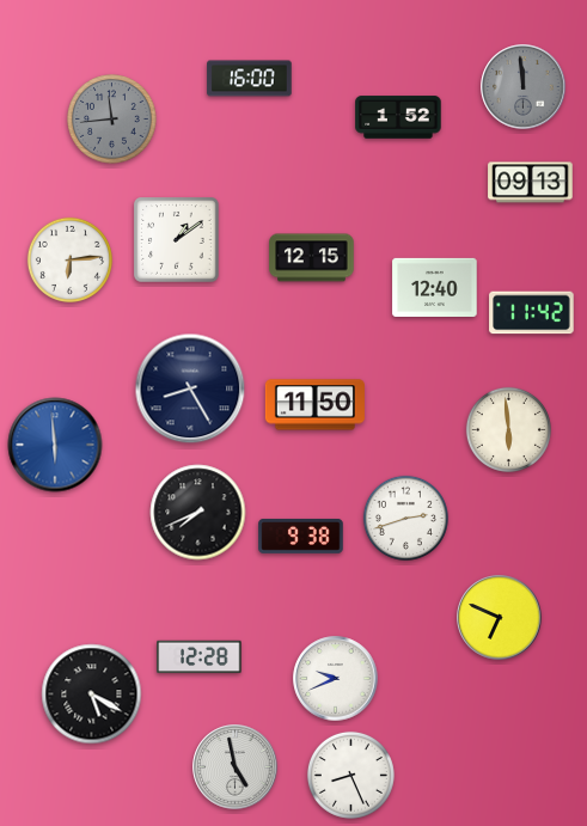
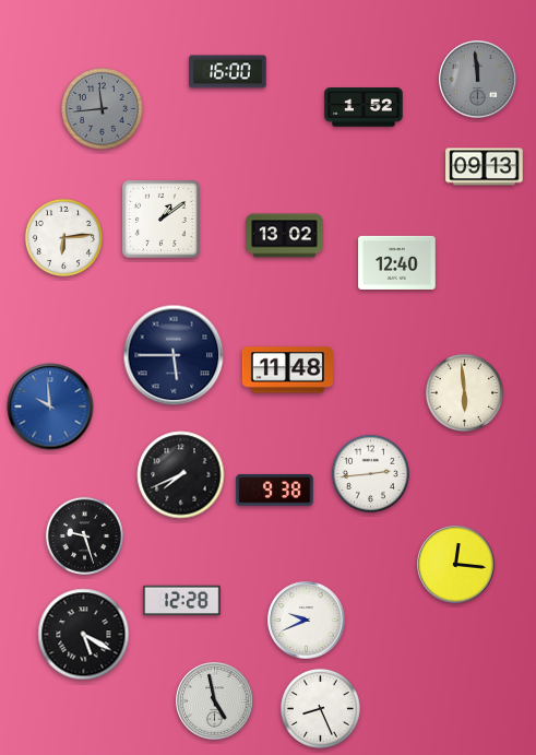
clock at (312, 258): 12:15 -> 13:02
clock at (532, 313): 11:42 -> none
clock at (190, 388): 8:25 -> 5:45
clock at (314, 405): 11:50 -> 11:48
clock at (55, 445): 5:59 -> 9:59
clock at (198, 513) position: (198, 513) -> (181, 475)
clock at (405, 518): 2:42 -> 2:44
clock at (84, 535): none -> 9:27
clock at (500, 618): 6:49 -> 12:16
